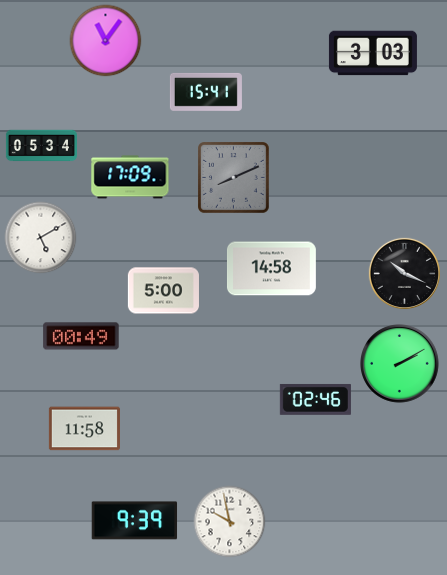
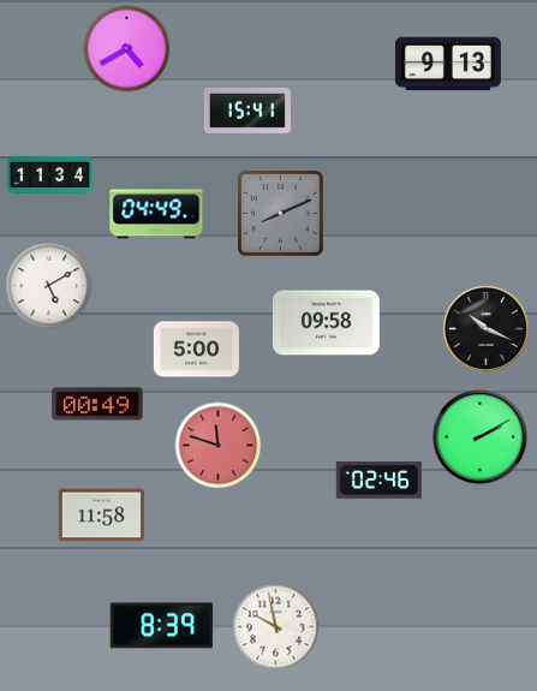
clock at (106, 41): 11:06 -> 4:40
clock at (373, 53): 3:03 -> 9:13
clock at (41, 146): 05:34 -> 11:34
clock at (130, 177): 17:09 -> 04:49
clock at (271, 269): 14:58 -> 09:58
clock at (219, 446): none -> 11:48
clock at (135, 521): 9:39 -> 8:39
